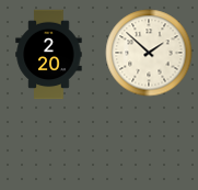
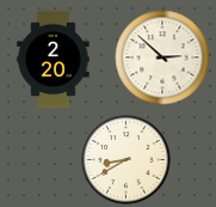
clock at (149, 53): 1:52 -> 2:52
clock at (126, 160): none -> 8:40
